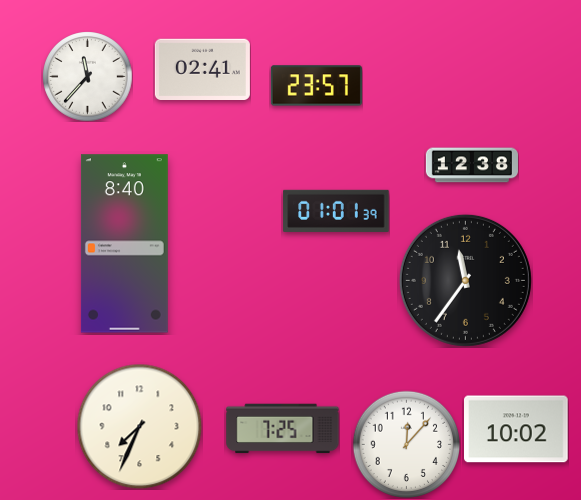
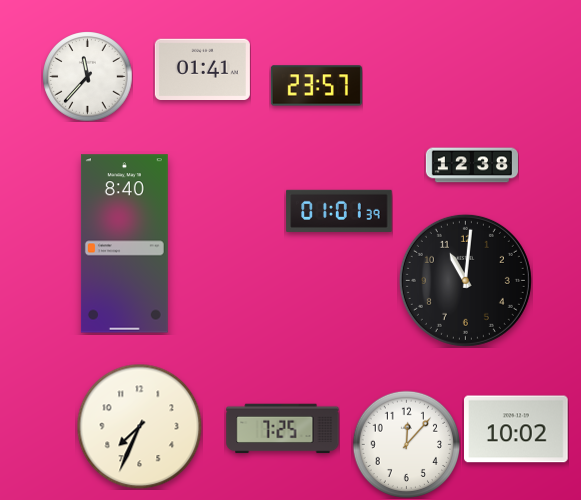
clock at (202, 69): 02:41 -> 01:41
clock at (336, 211) position: (336, 211) -> (339, 211)
clock at (465, 280): 11:36 -> 11:01
